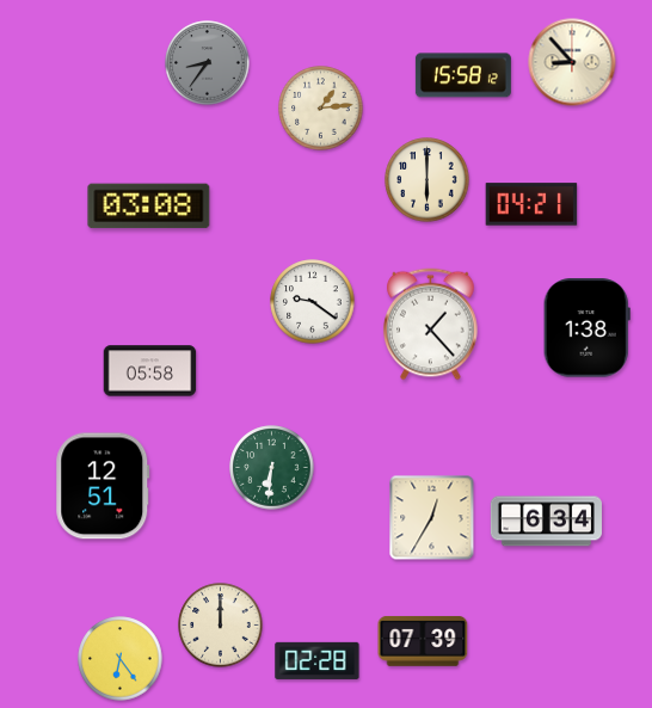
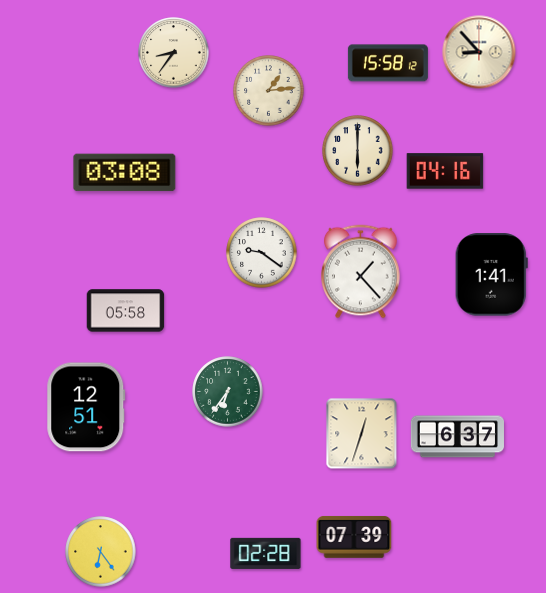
clock at (208, 63) dial: grey -> cream
clock at (531, 204): 04:21 -> 04:16
clock at (586, 328): 1:38 -> 1:41
clock at (272, 468): 6:31 -> 6:36
clock at (432, 518): 12:35 -> 12:33
clock at (546, 522): 6:34 -> 6:37
clock at (221, 626): 12:00 -> none
